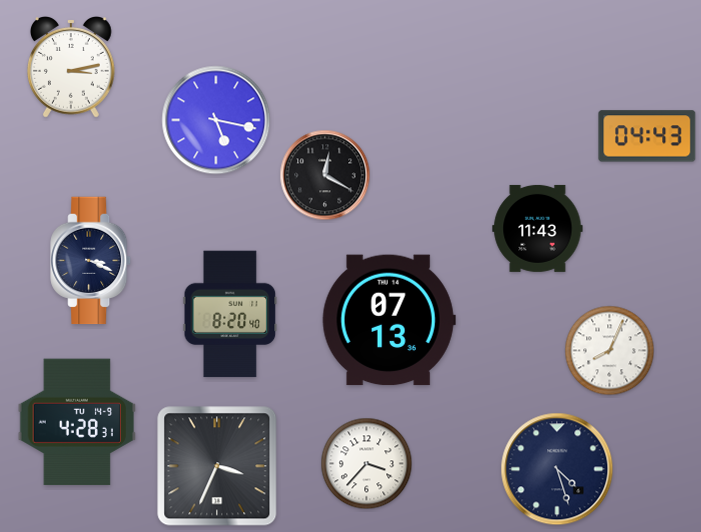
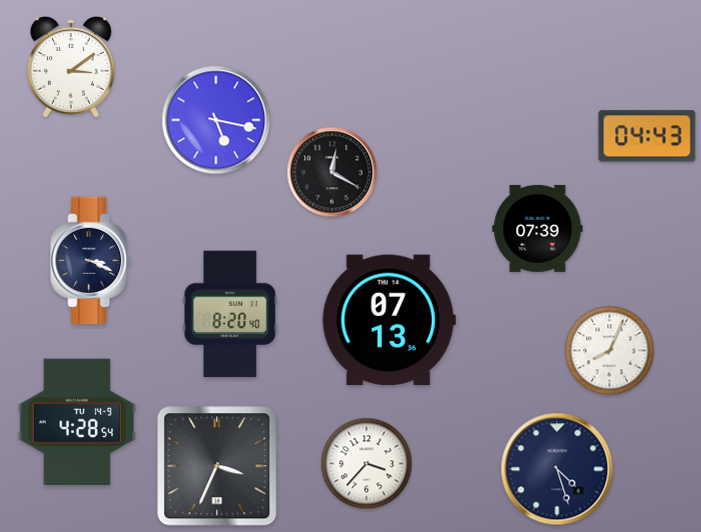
clock at (72, 68): 3:13 -> 3:09
clock at (325, 175) position: (325, 175) -> (332, 172)
clock at (538, 228): 11:43 -> 07:39
clock at (77, 422): 4:28:31 -> 4:28:54
